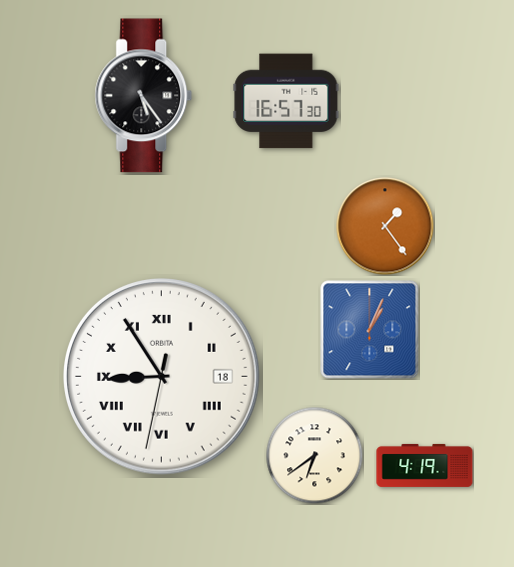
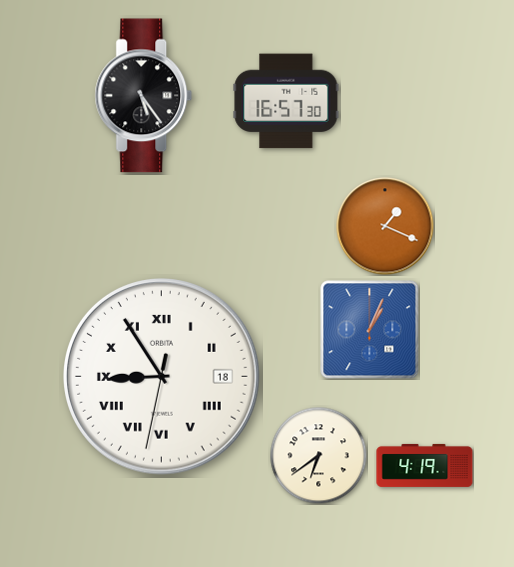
clock at (385, 226): 1:24 -> 1:19
clock at (314, 455) position: (314, 455) -> (318, 455)
